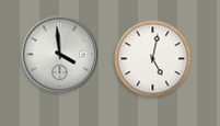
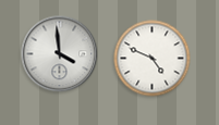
clock at (153, 59): 5:02 -> 4:49
